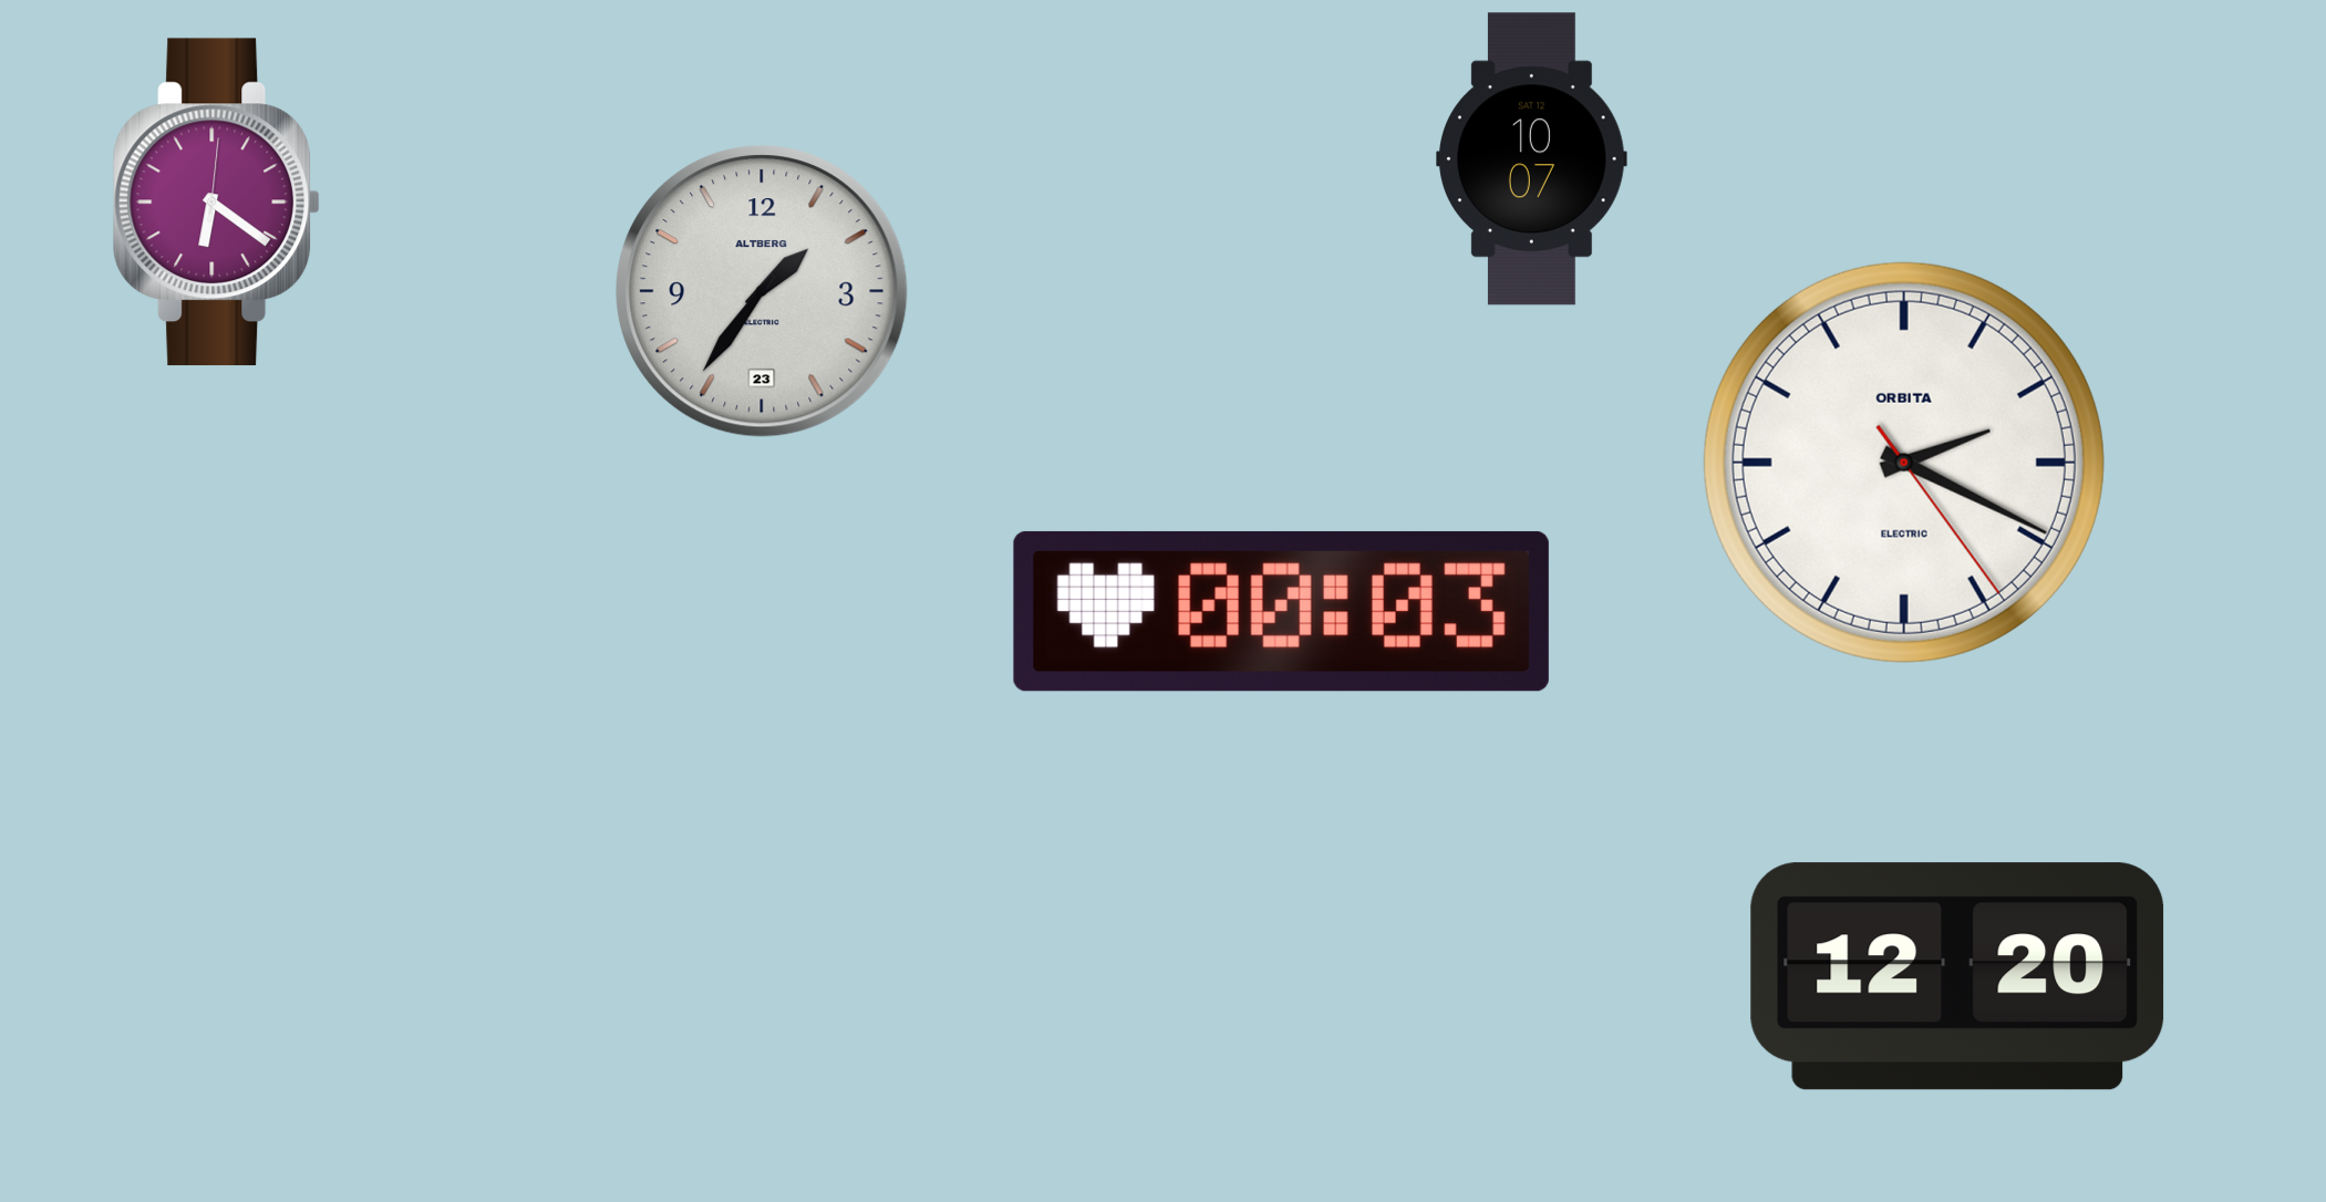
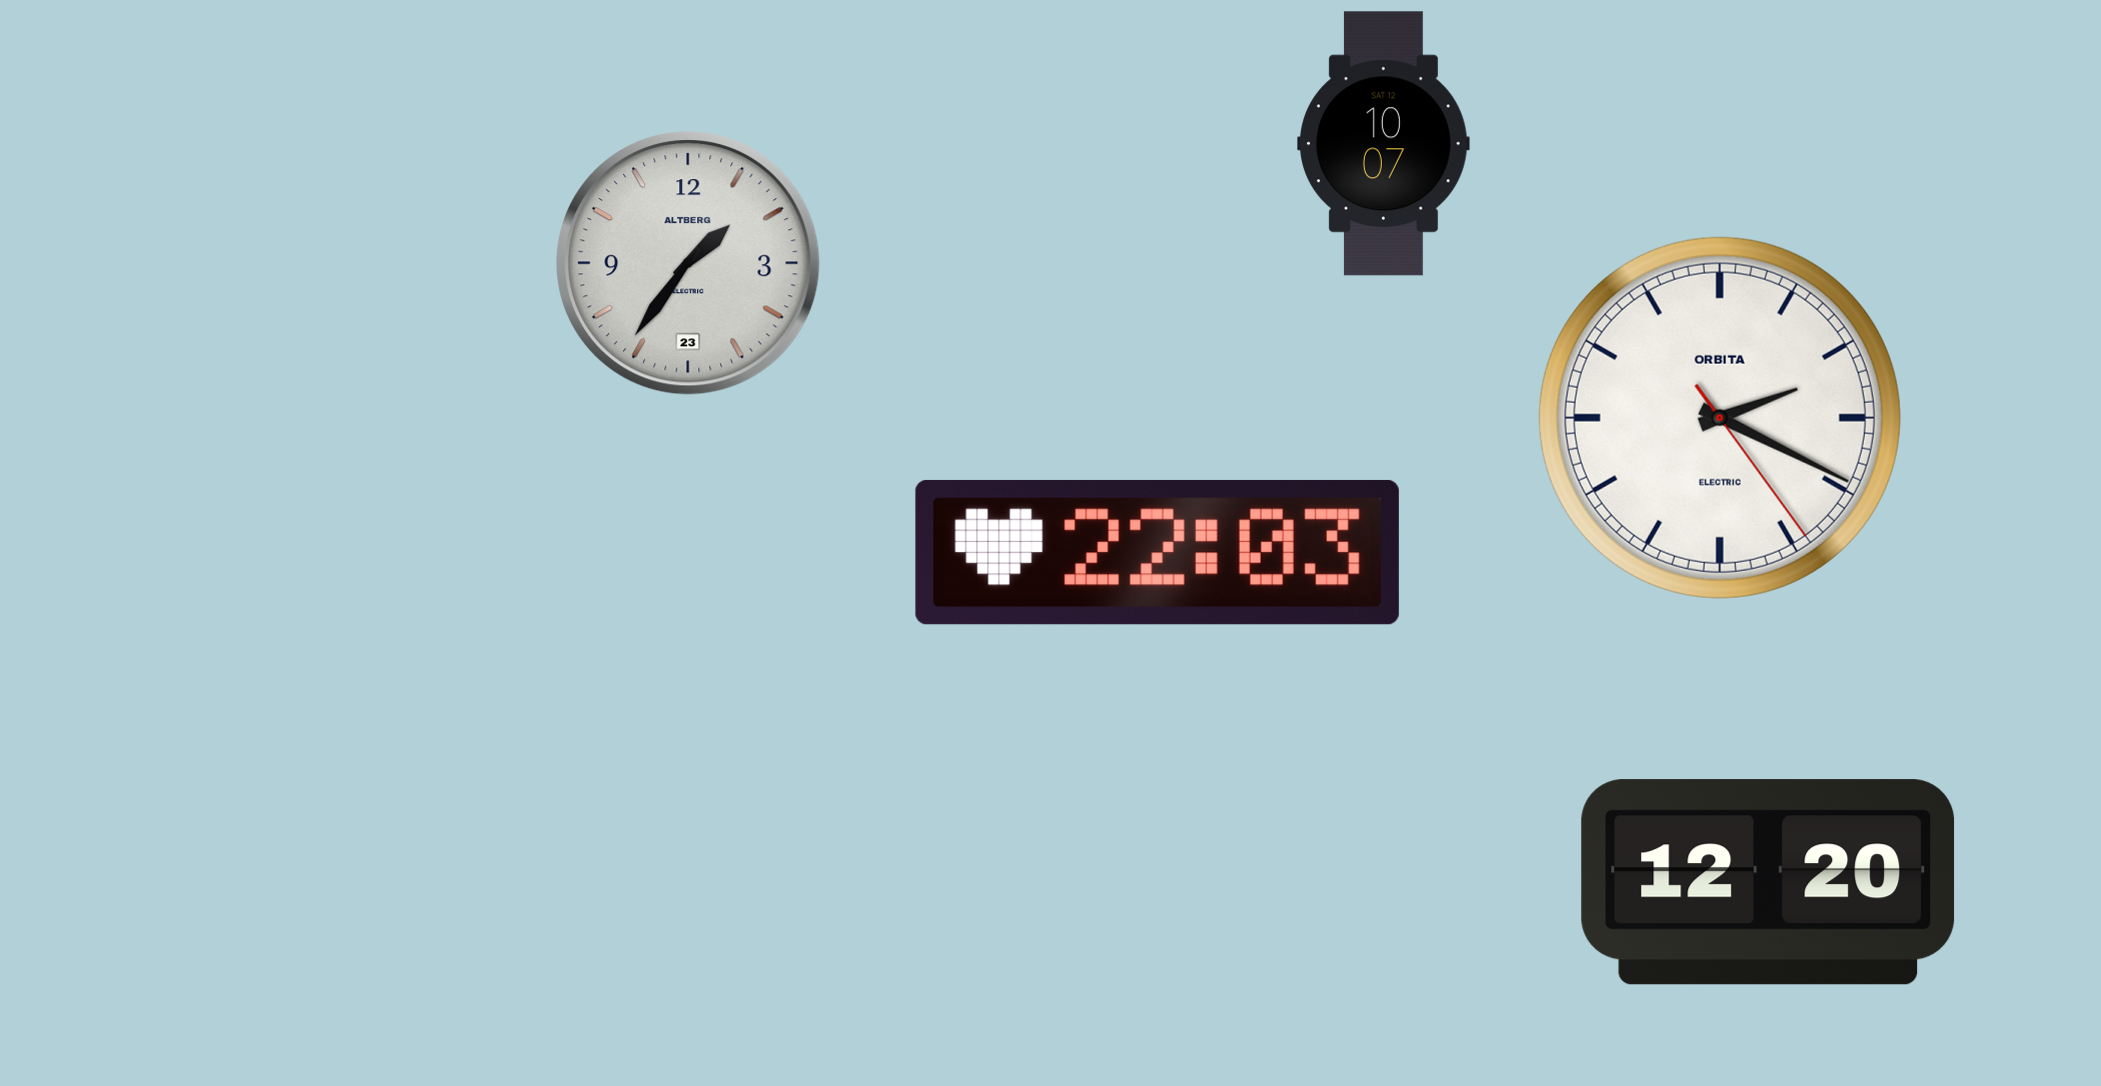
clock at (217, 201): 6:21 -> none
clock at (1281, 611): 00:03 -> 22:03
